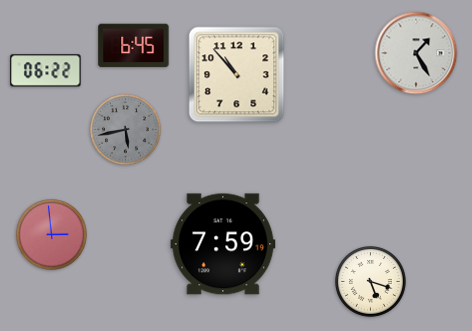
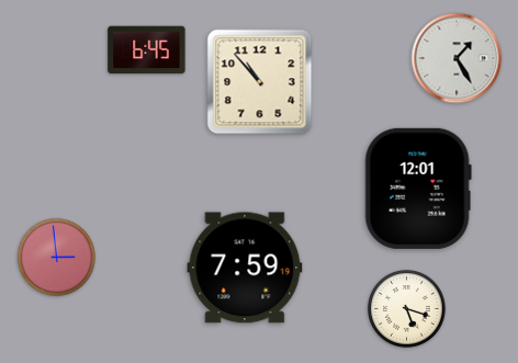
clock at (46, 71): 06:22 -> none
clock at (126, 130): 5:43 -> none
clock at (418, 189): none -> 12:01
